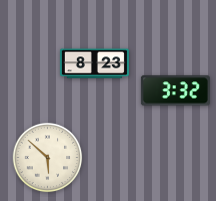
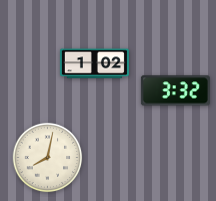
clock at (94, 64): 8:23 -> 1:02
clock at (48, 158): 5:52 -> 8:02
